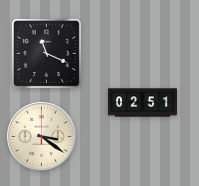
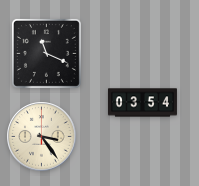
clock at (142, 103): 02:51 -> 03:54
clock at (42, 137): 3:21 -> 3:24
